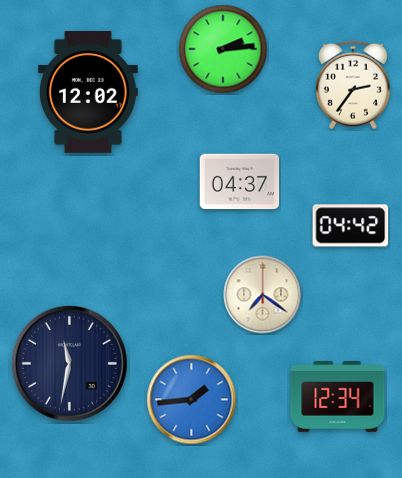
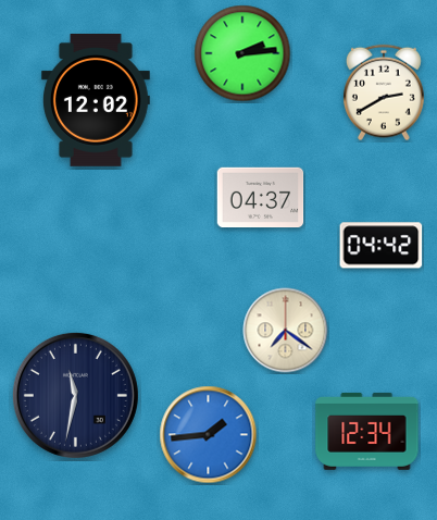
clock at (353, 85): 2:36 -> 2:40
clock at (263, 295) position: (263, 295) -> (286, 331)
